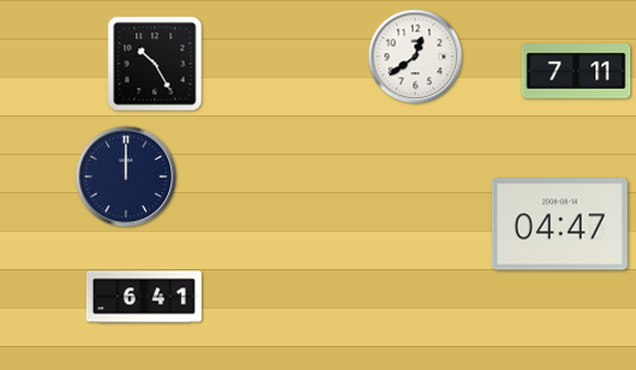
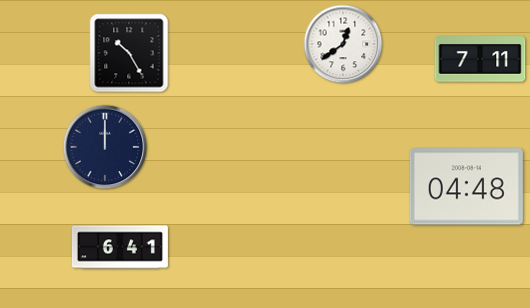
clock at (415, 56) position: (415, 56) -> (343, 44)
clock at (559, 225): 04:47 -> 04:48
